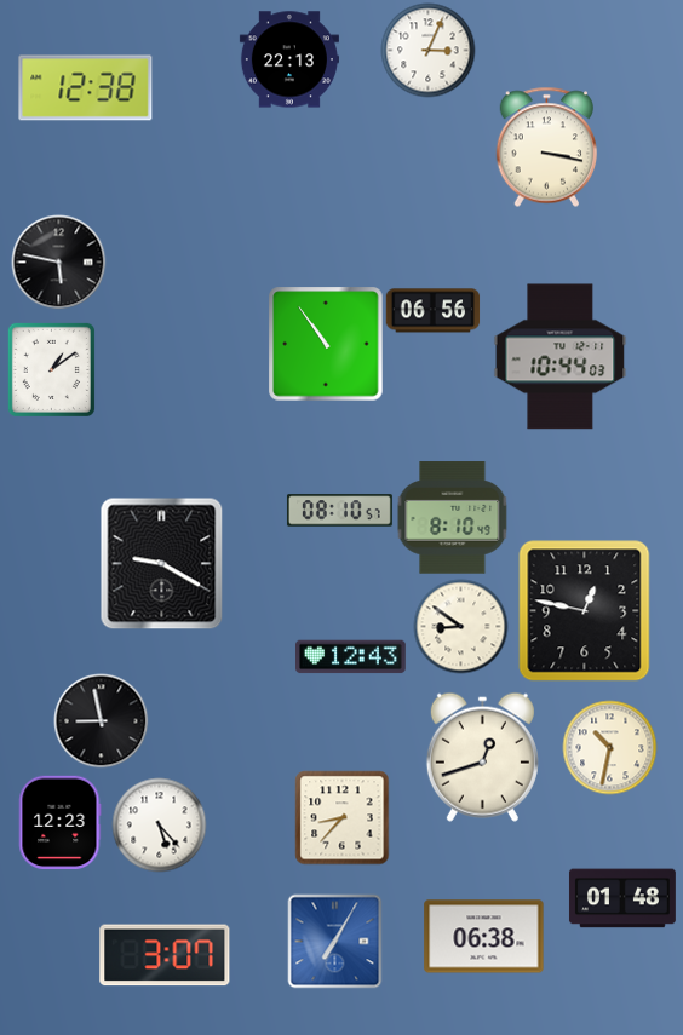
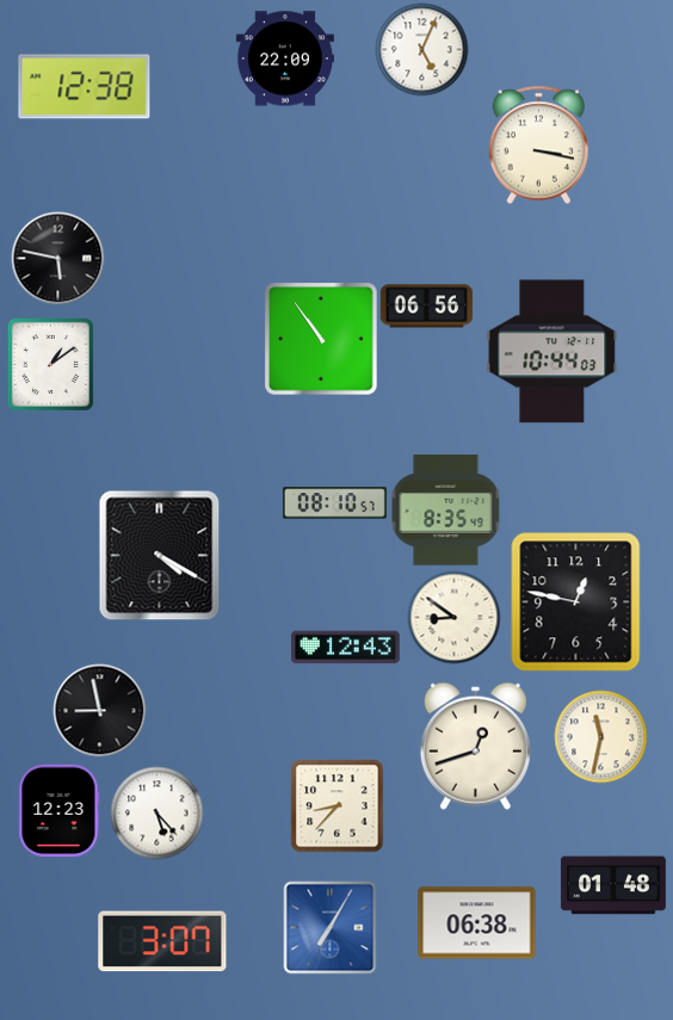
clock at (427, 50): 3:04 -> 5:04
clock at (289, 59): 22:13 -> 22:09
clock at (453, 518): 8:10 -> 8:35
clock at (162, 563): 9:20 -> 4:20
clock at (609, 747): 10:32 -> 11:32
